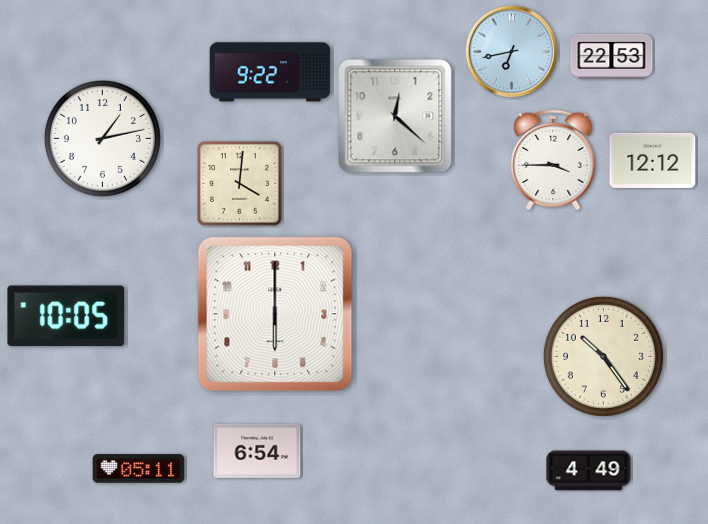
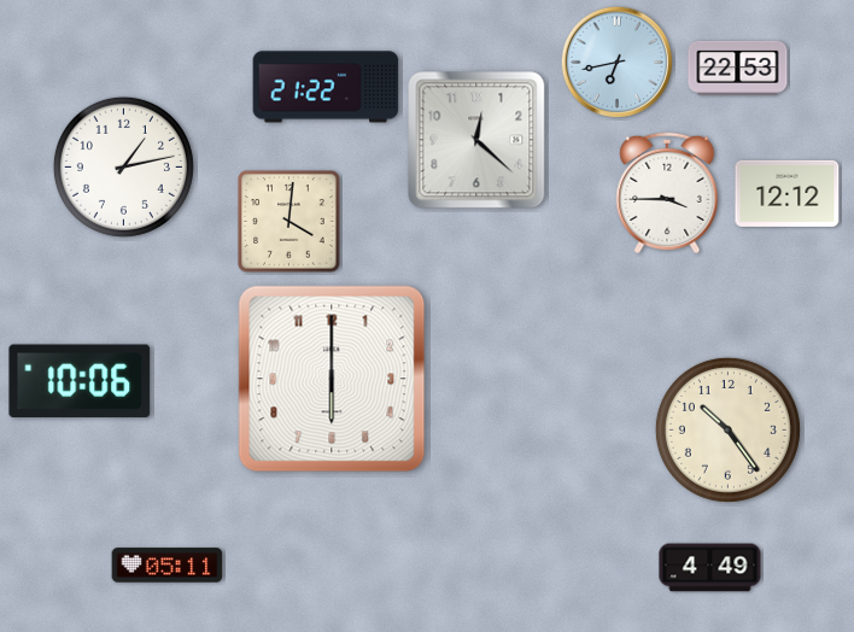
clock at (270, 72): 9:22 -> 21:22
clock at (66, 316): 10:05 -> 10:06
clock at (257, 451): 6:54 -> none
